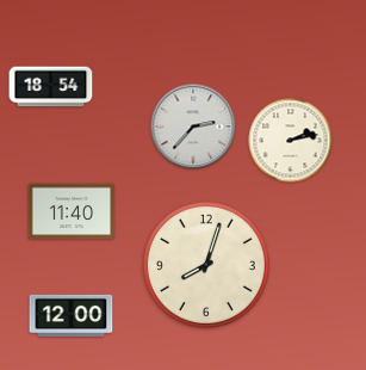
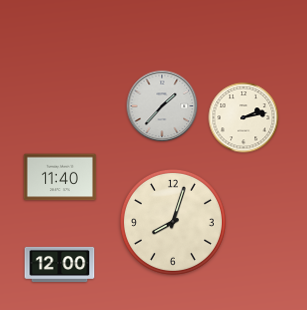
clock at (51, 87): 18:54 -> none
clock at (193, 127): 2:37 -> 1:37
